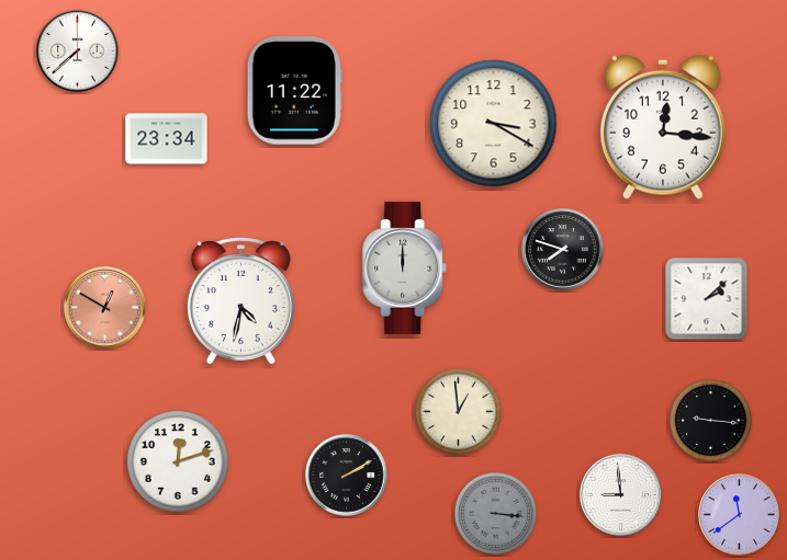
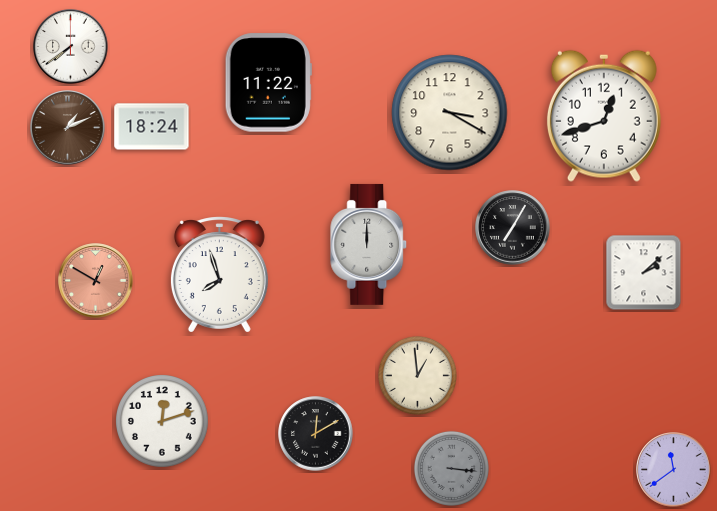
clock at (78, 52): 7:38 -> 7:39
clock at (663, 127): 12:16 -> 12:42
clock at (167, 139): 23:34 -> 18:24
clock at (68, 128): none -> 1:11
clock at (563, 250): 7:48 -> 7:05
clock at (240, 301): 4:32 -> 7:57
clock at (710, 420): 9:16 -> none
clock at (347, 476): 2:10 -> 12:10
clock at (621, 495): 8:59 -> none
